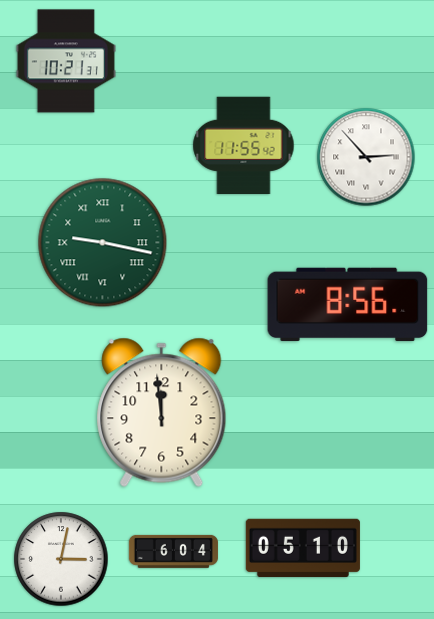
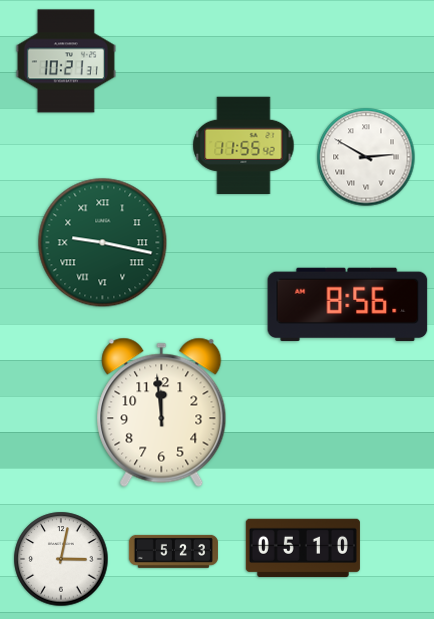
clock at (366, 157): 2:53 -> 2:50
clock at (173, 551): 6:04 -> 5:23
